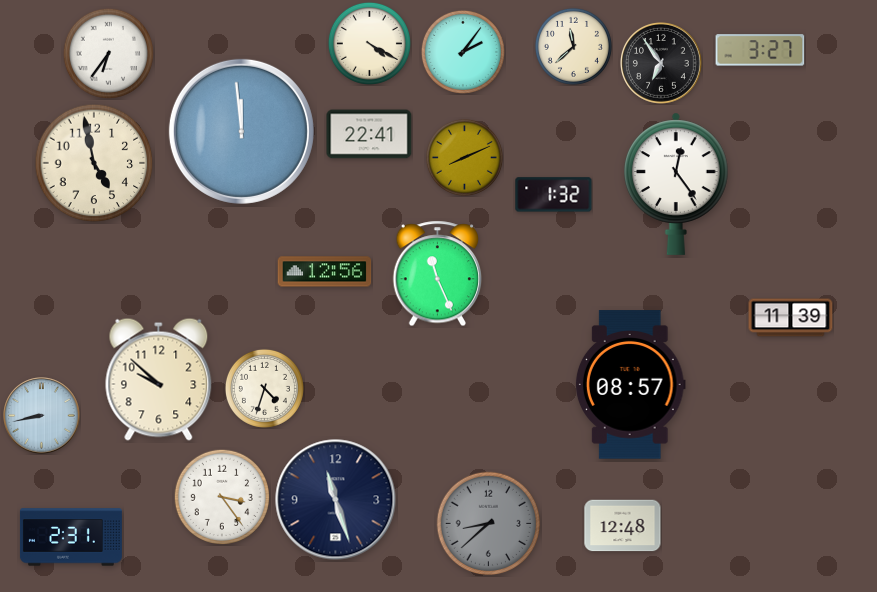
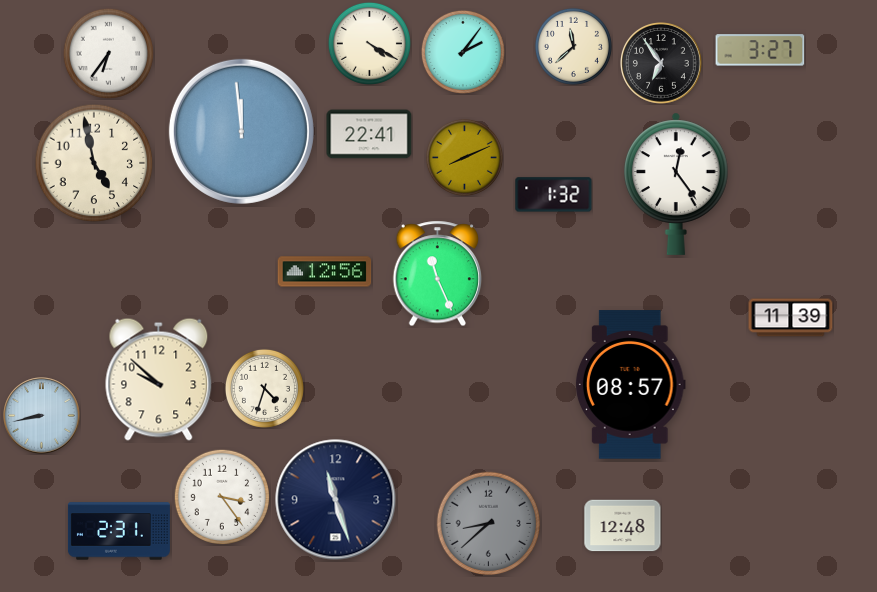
clock at (71, 537) position: (71, 537) -> (119, 531)
